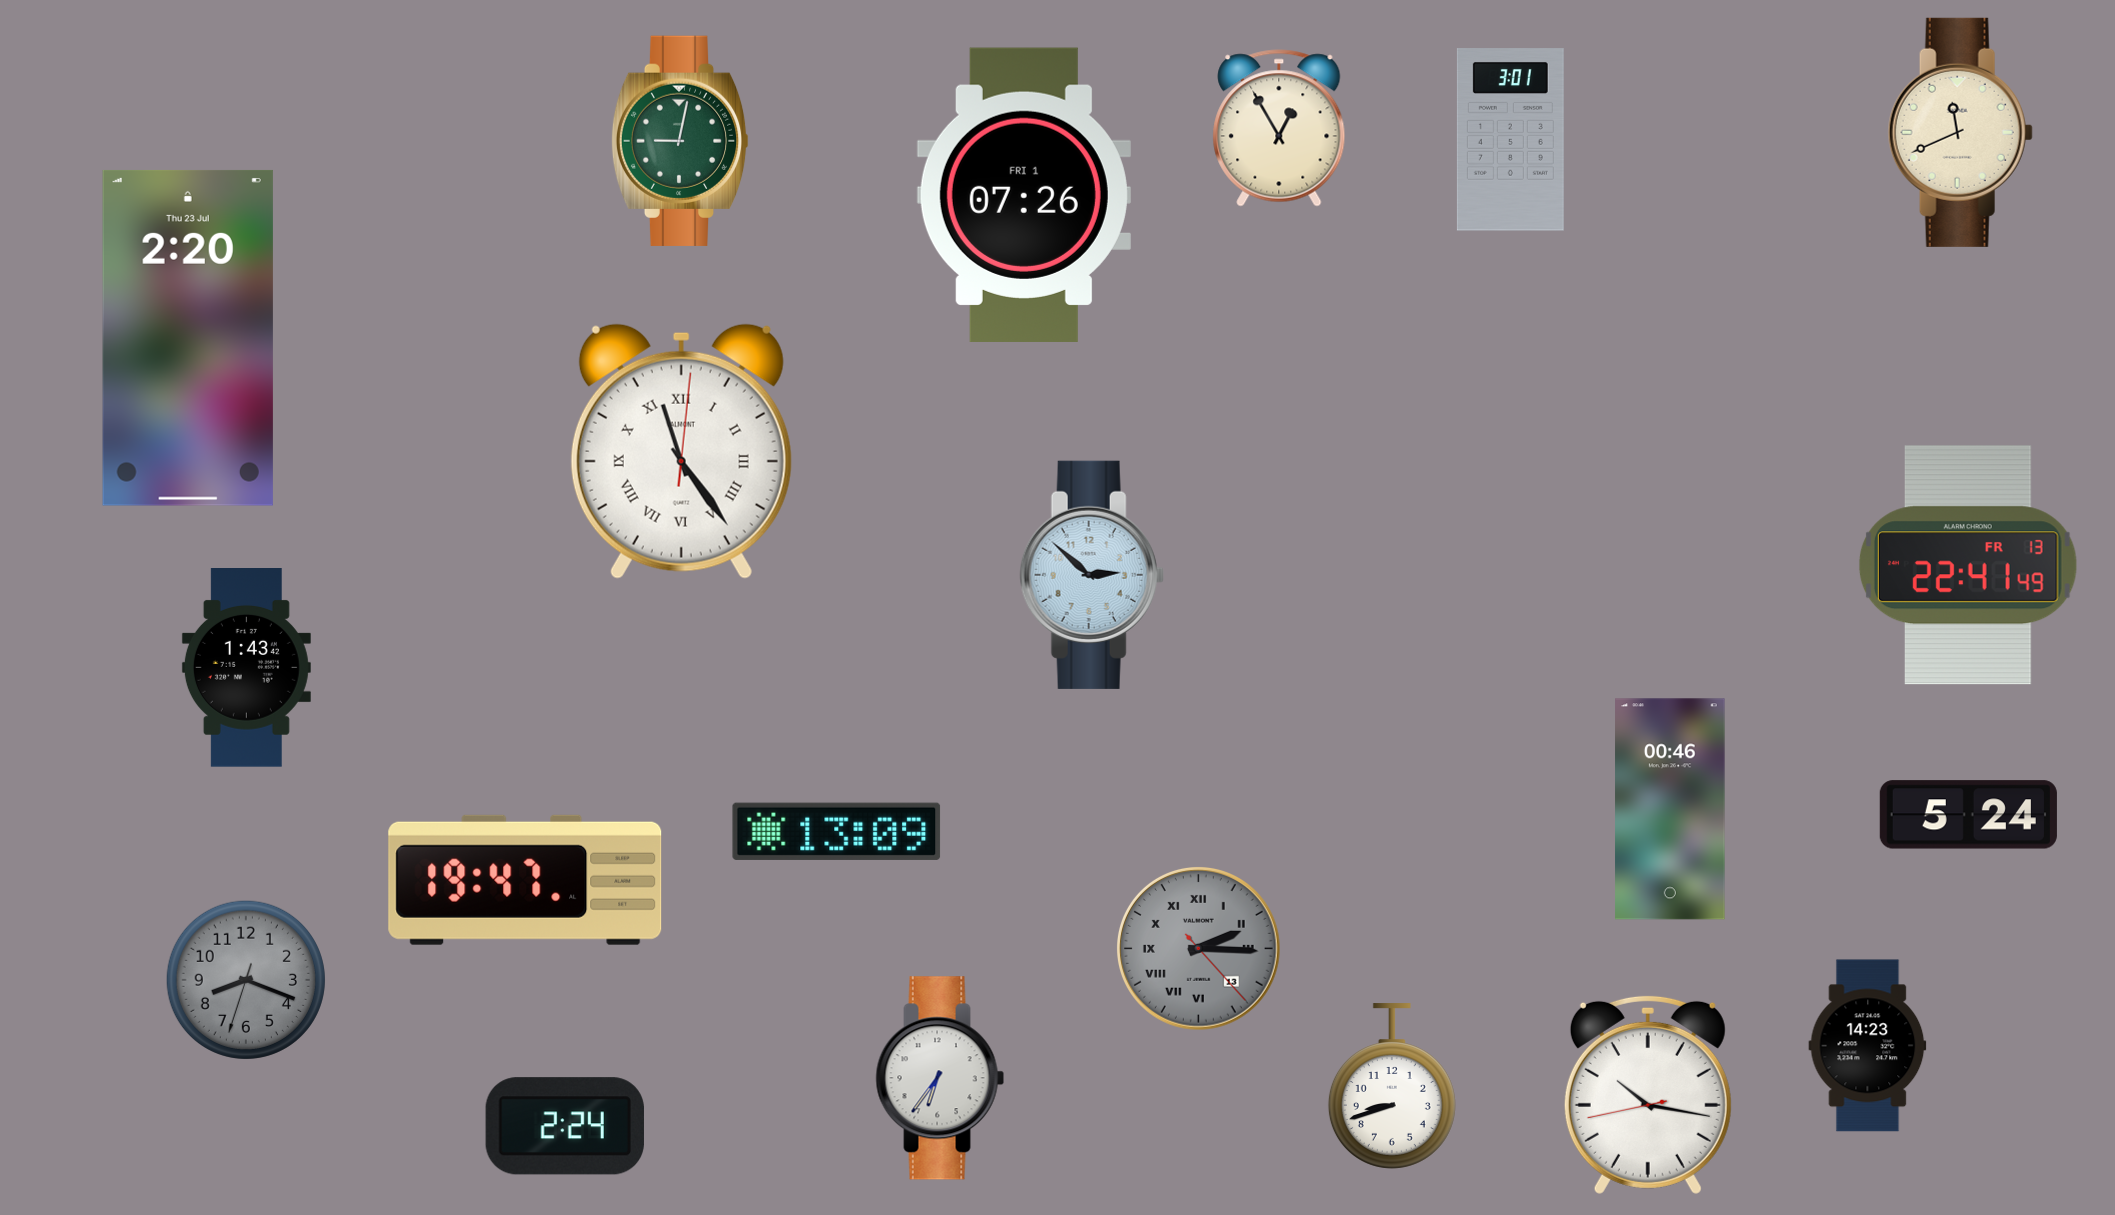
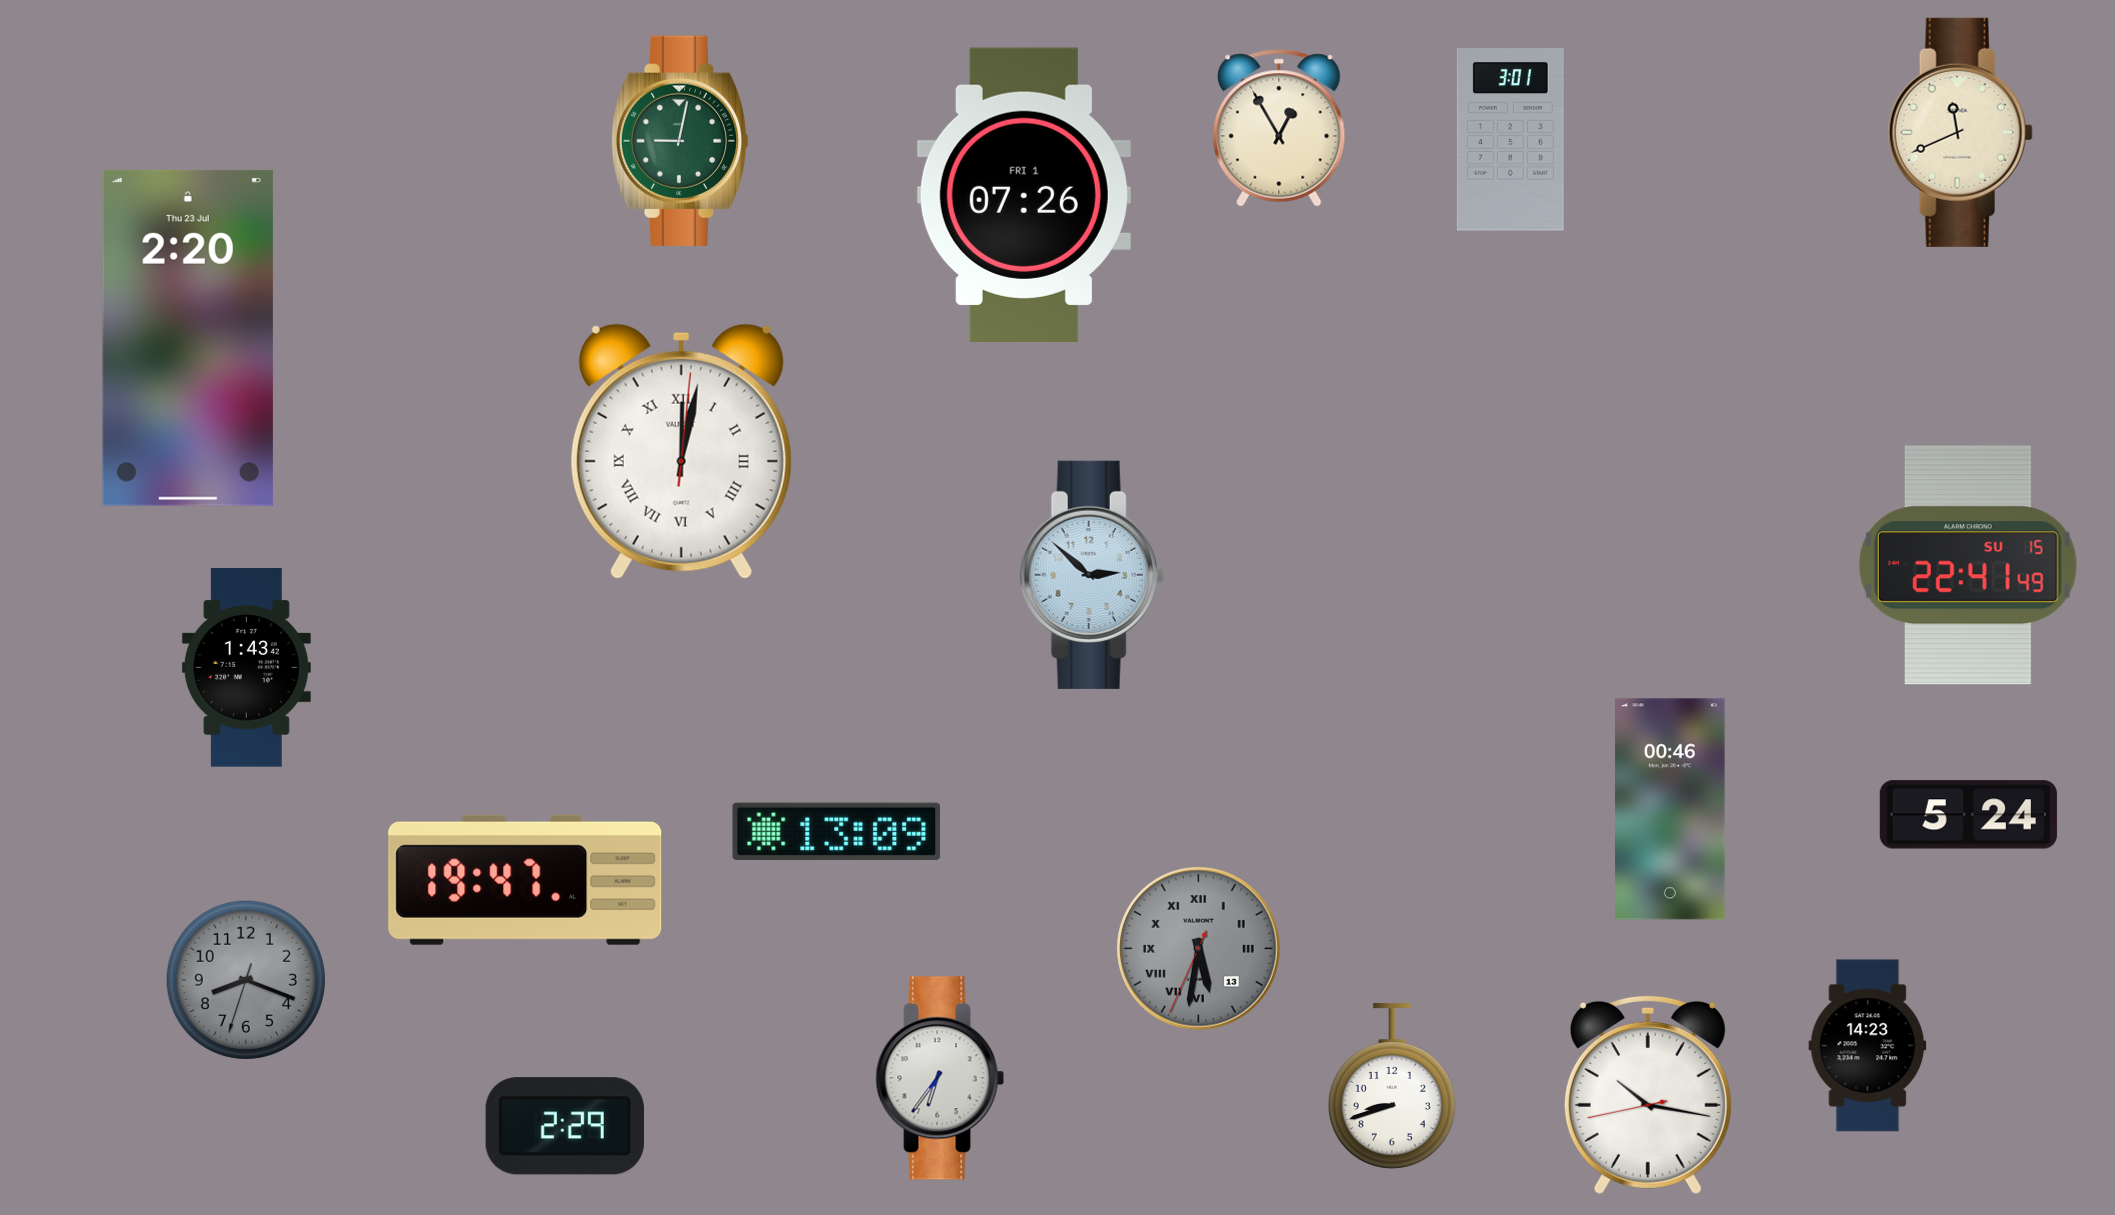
clock at (681, 451): 11:24 -> 12:02
clock at (1968, 565) date: FR 13 -> SU 15
clock at (1199, 949): 2:15 -> 5:31
clock at (565, 1126): 2:24 -> 2:29
